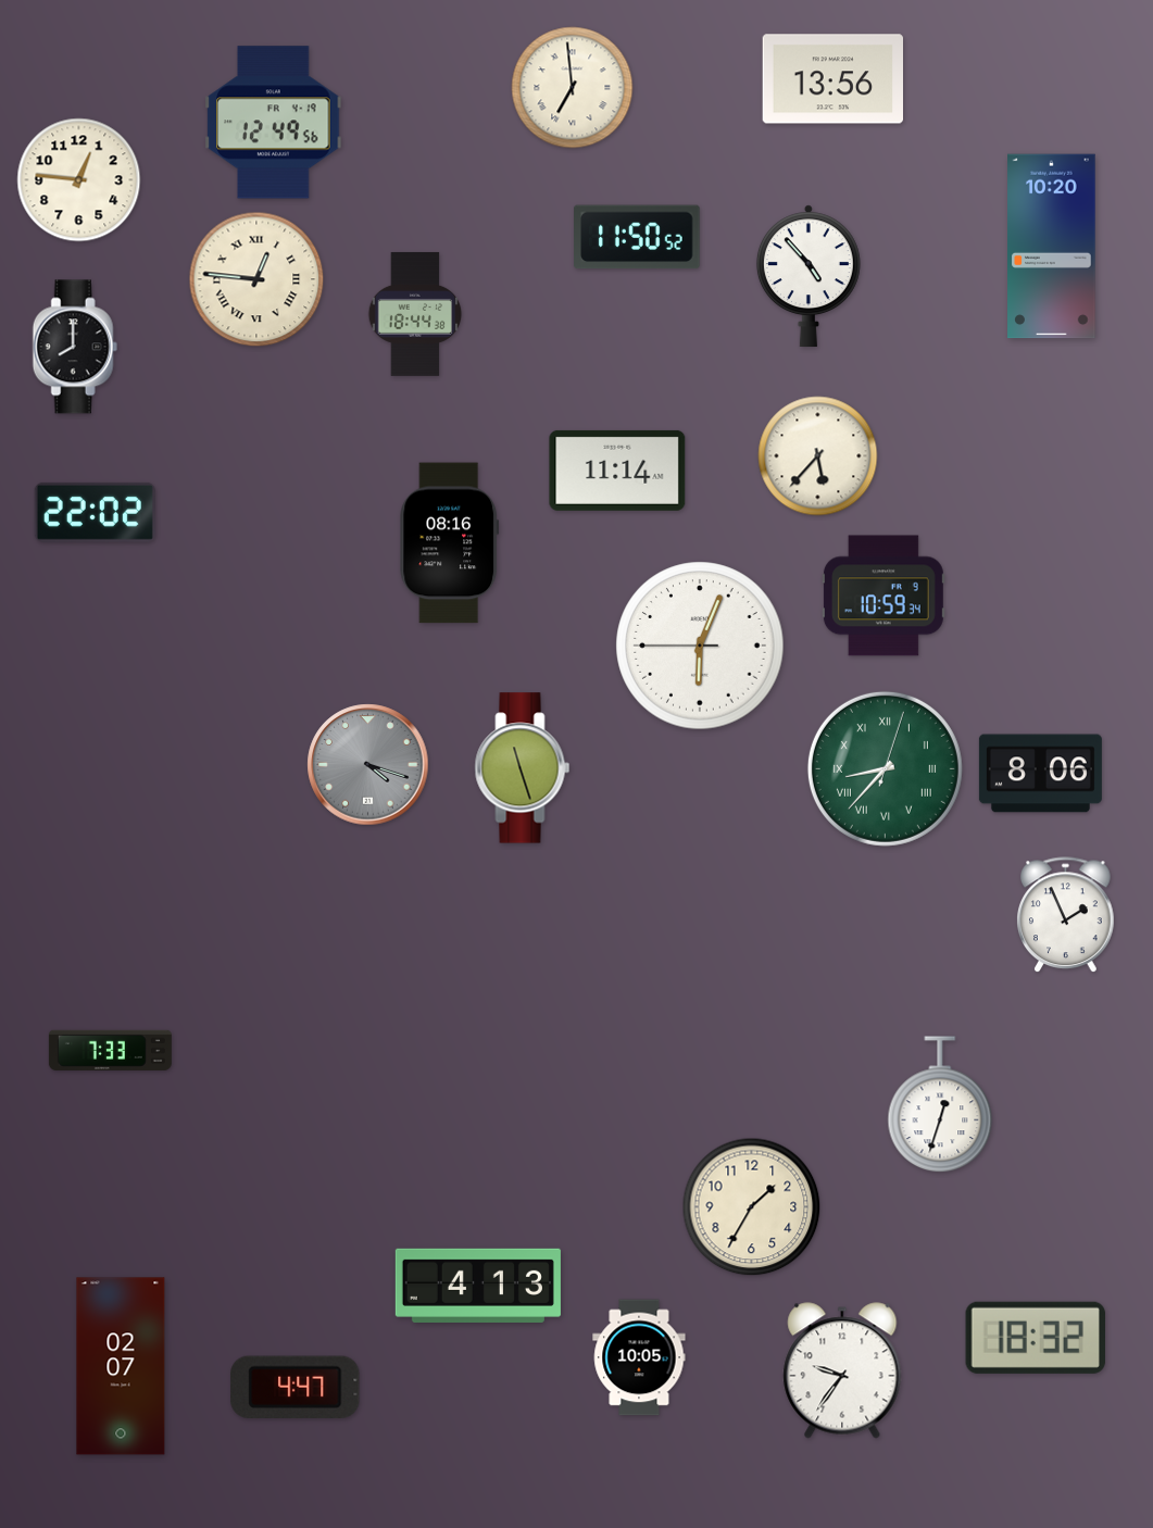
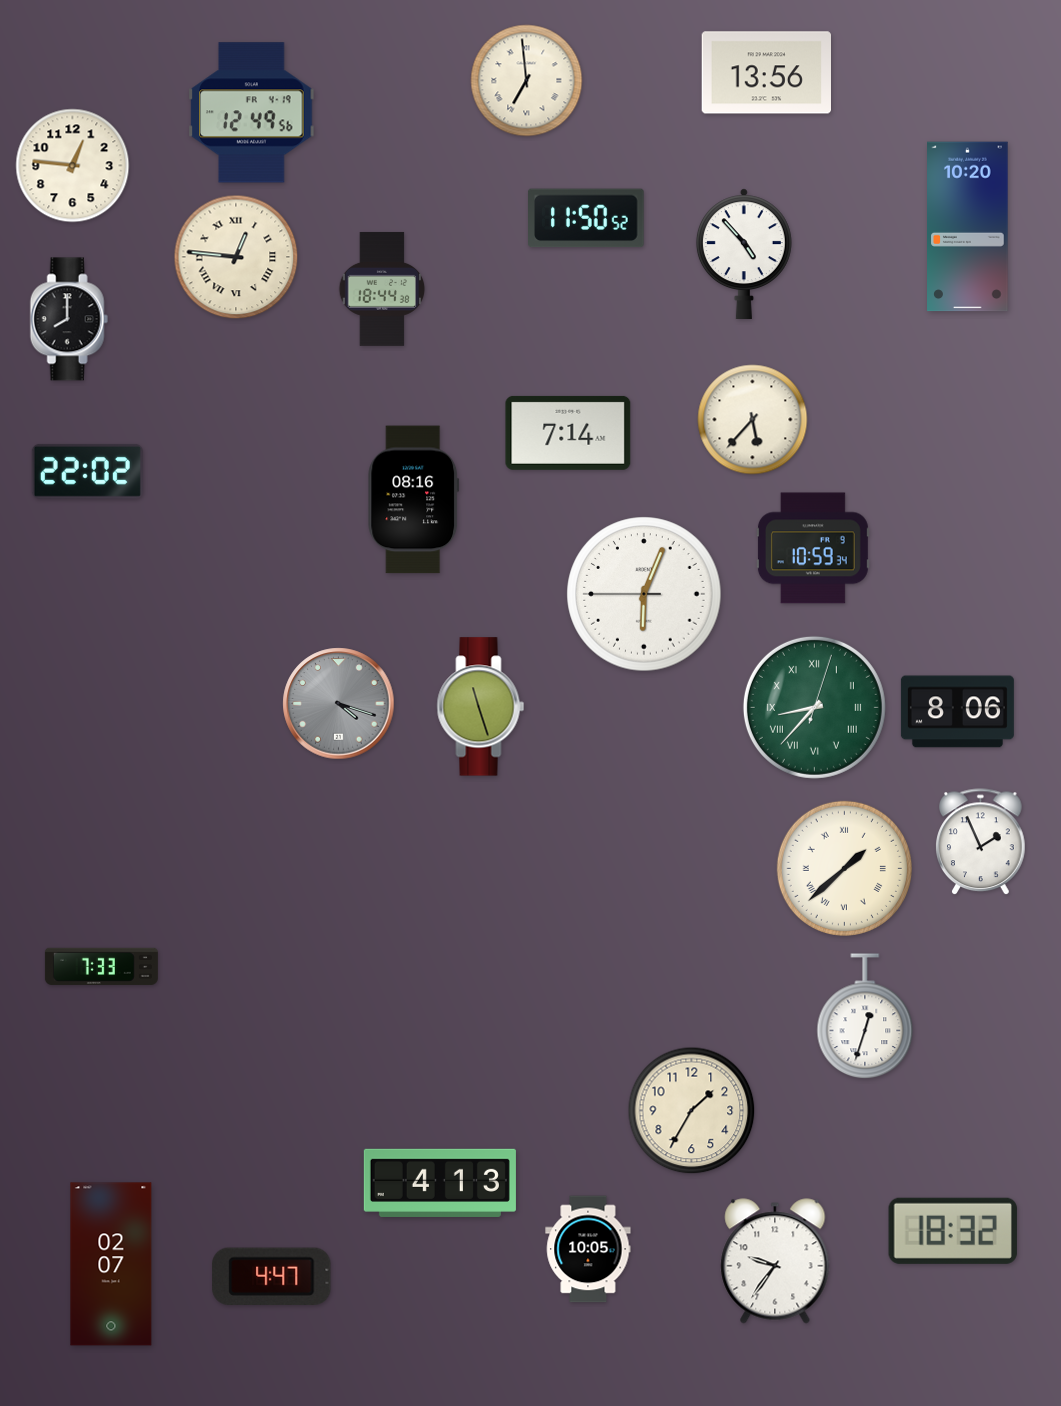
clock at (617, 471): 11:14 -> 7:14
clock at (844, 868): none -> 1:38
clock at (121, 1366) position: (121, 1366) -> (111, 1264)
